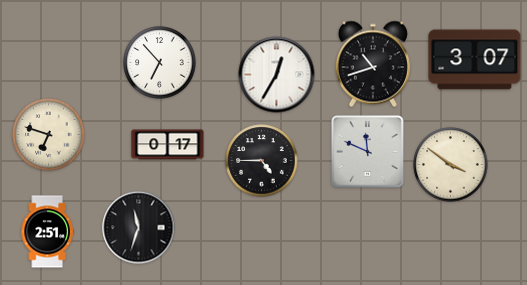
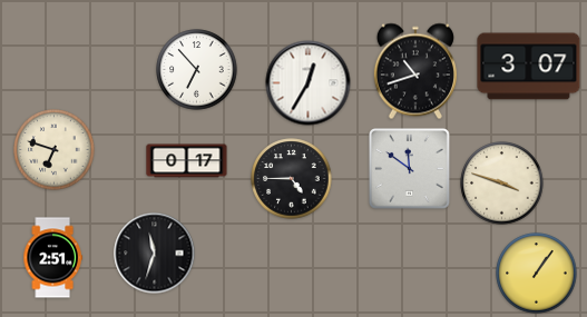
clock at (160, 63) position: (160, 63) -> (197, 70)
clock at (368, 152): 11:49 -> 11:51
clock at (451, 165): 3:51 -> 3:48
clock at (537, 274): none -> 1:06
